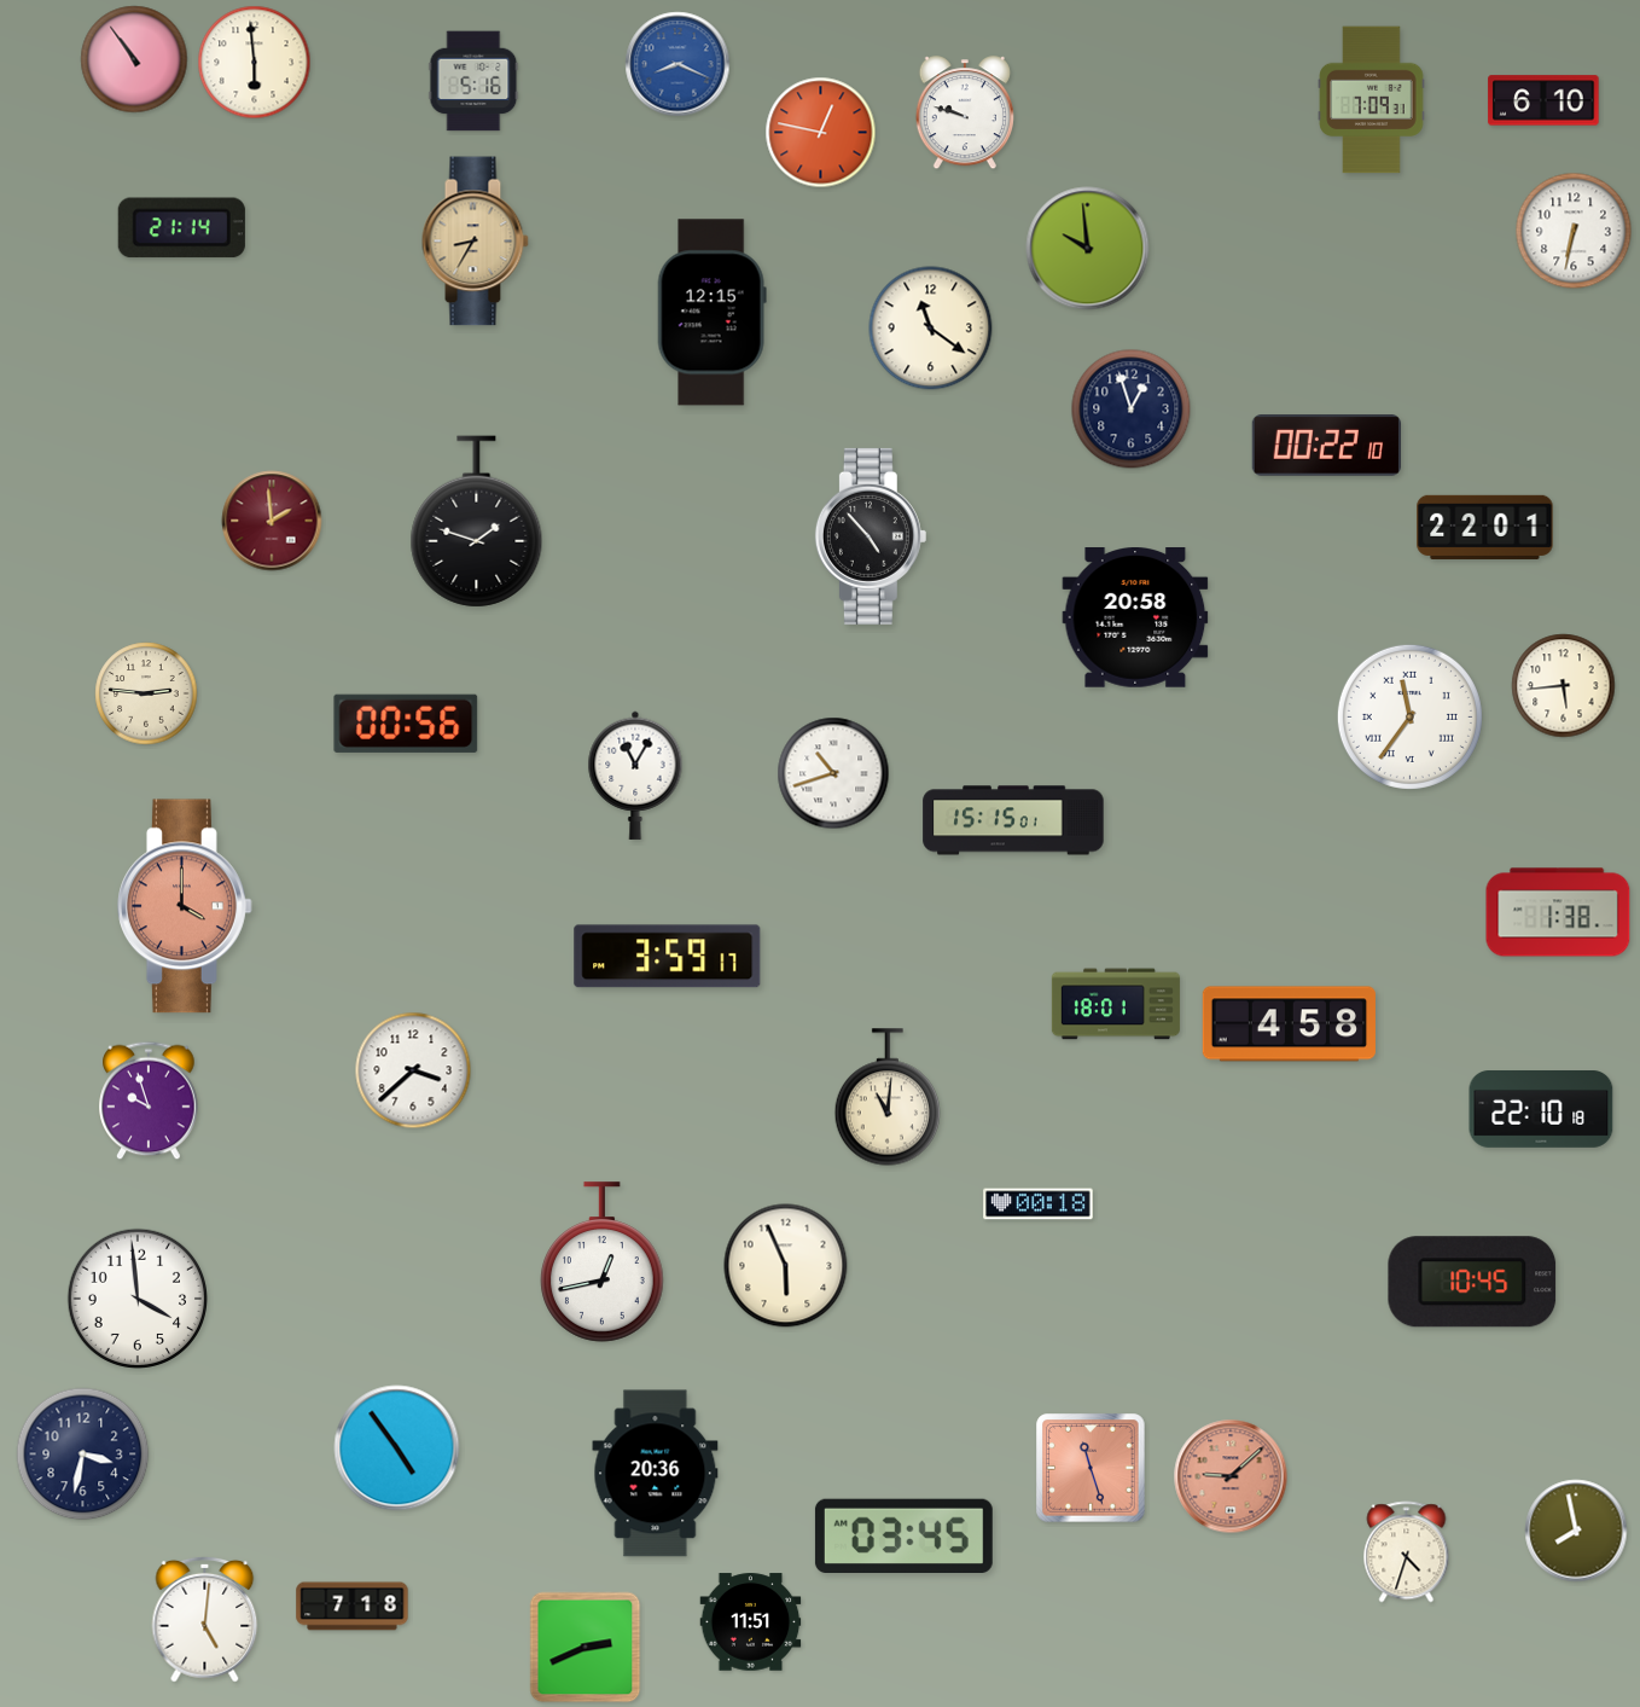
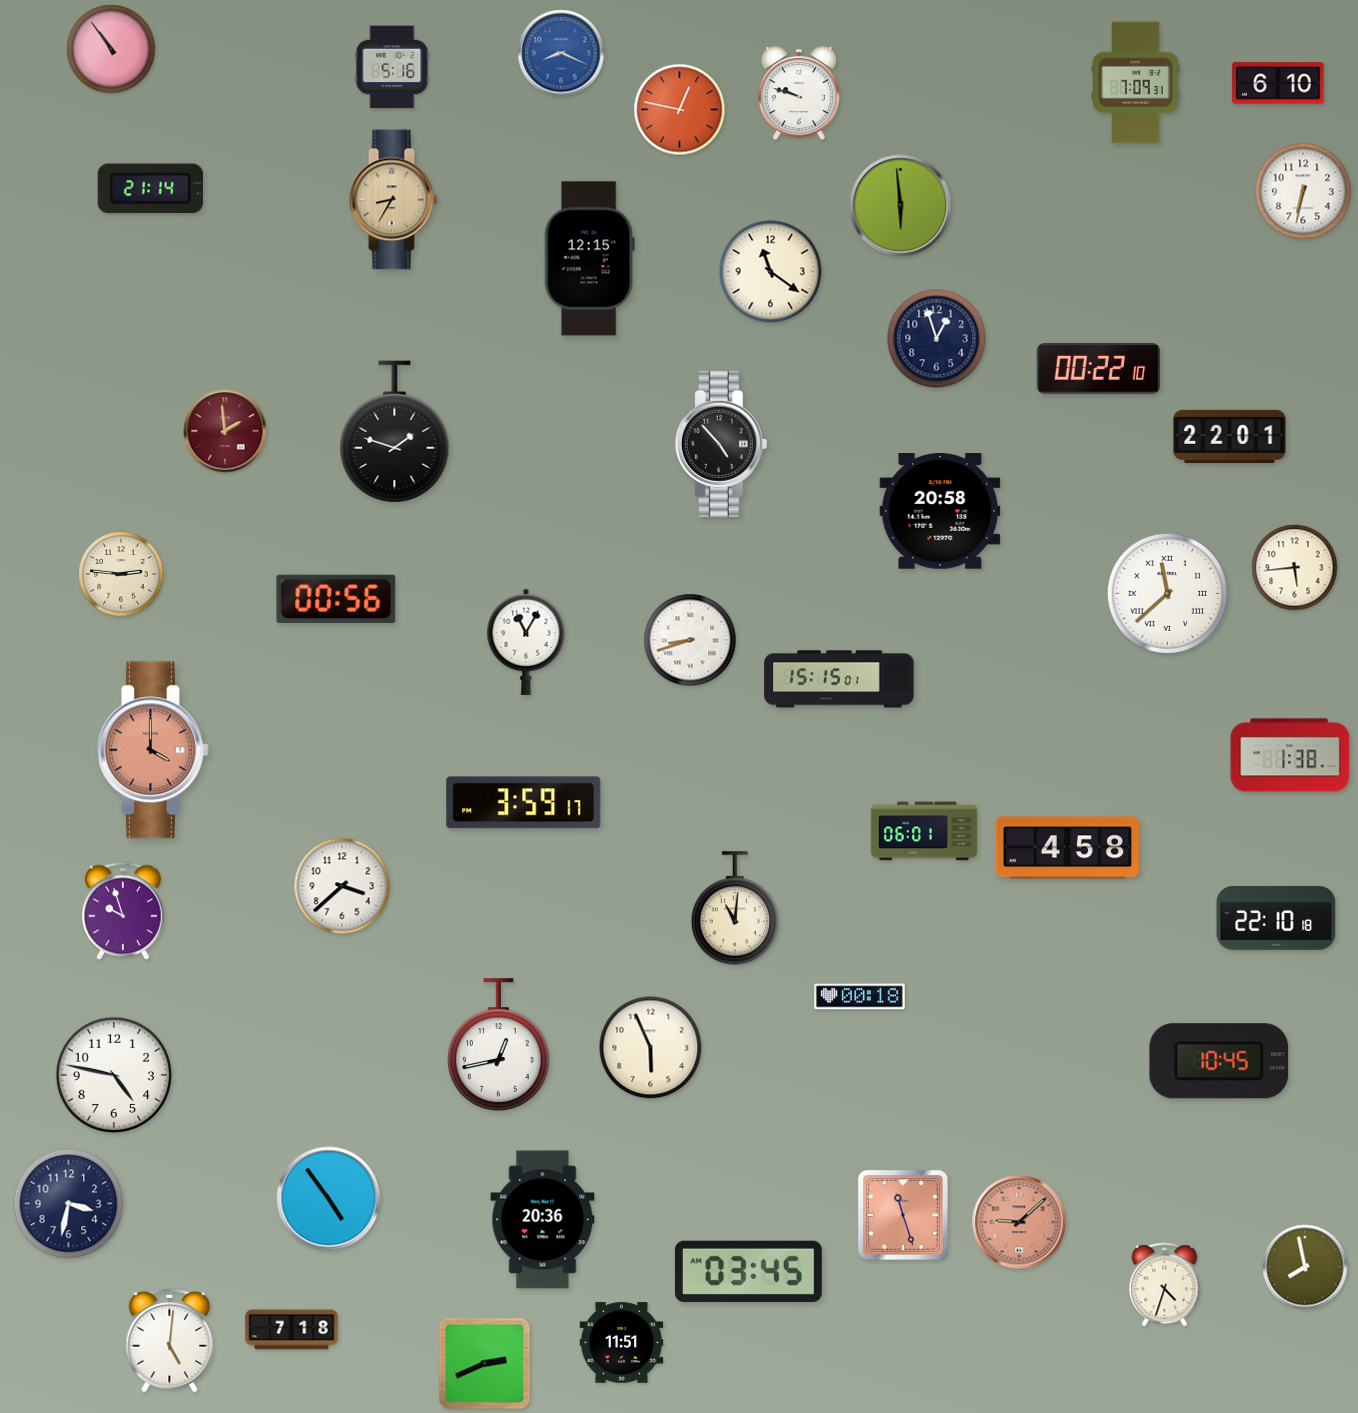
clock at (255, 63): 5:59 -> none
clock at (1088, 249): 9:59 -> 5:59
clock at (1409, 716): 11:36 -> 11:38
clock at (833, 773): 10:42 -> 8:42
clock at (668, 957) position: (668, 957) -> (524, 803)
clock at (1116, 1004): 18:01 -> 06:01
clock at (136, 1297): 3:59 -> 4:47
